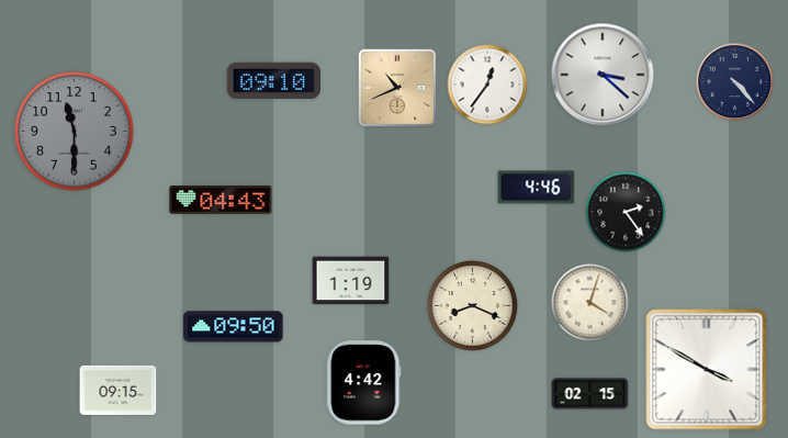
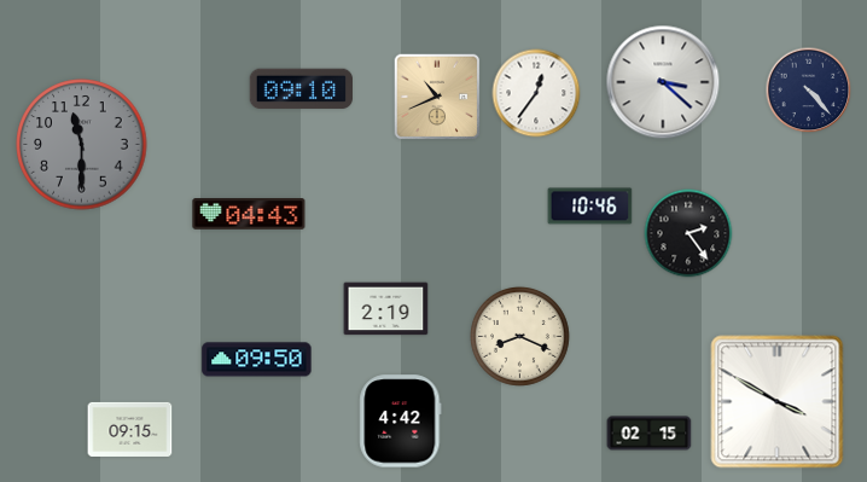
clock at (537, 188): 4:46 -> 10:46
clock at (221, 201) position: (221, 201) -> (249, 215)
clock at (351, 281): 1:19 -> 2:19
clock at (590, 303): 4:03 -> none
clock at (707, 370) position: (707, 370) -> (778, 402)
